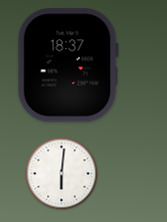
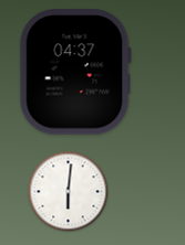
clock at (68, 65): 18:37 -> 04:37
